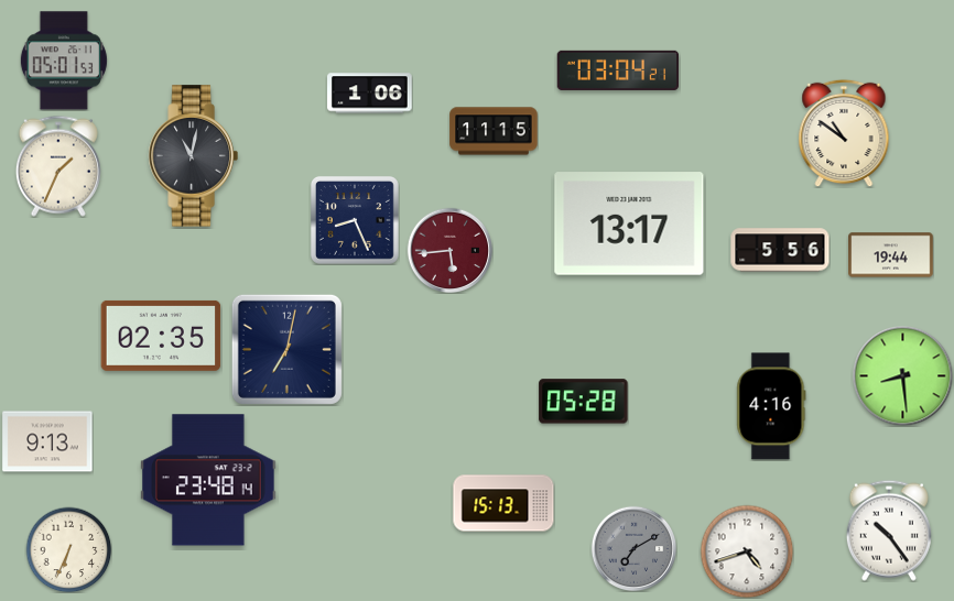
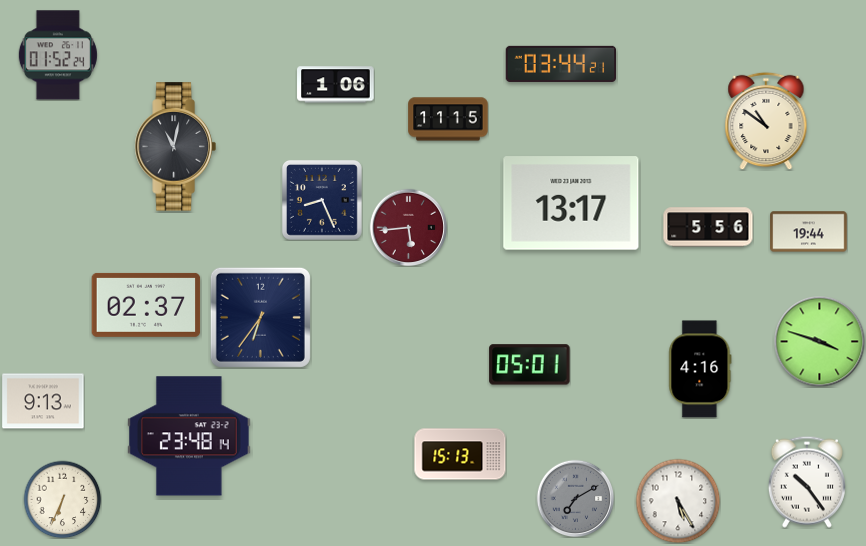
clock at (64, 61): 05:01 -> 01:52
clock at (618, 70): 03:04 -> 03:44
clock at (193, 156) position: (193, 156) -> (175, 147)
clock at (58, 166): 1:34 -> none
clock at (161, 336): 02:35 -> 02:37
clock at (286, 349): 7:02 -> 6:36
clock at (902, 375): 8:29 -> 3:48
clock at (584, 402): 05:28 -> 05:01
clock at (503, 503) position: (503, 503) -> (460, 454)
clock at (747, 551): 4:42 -> 5:25
